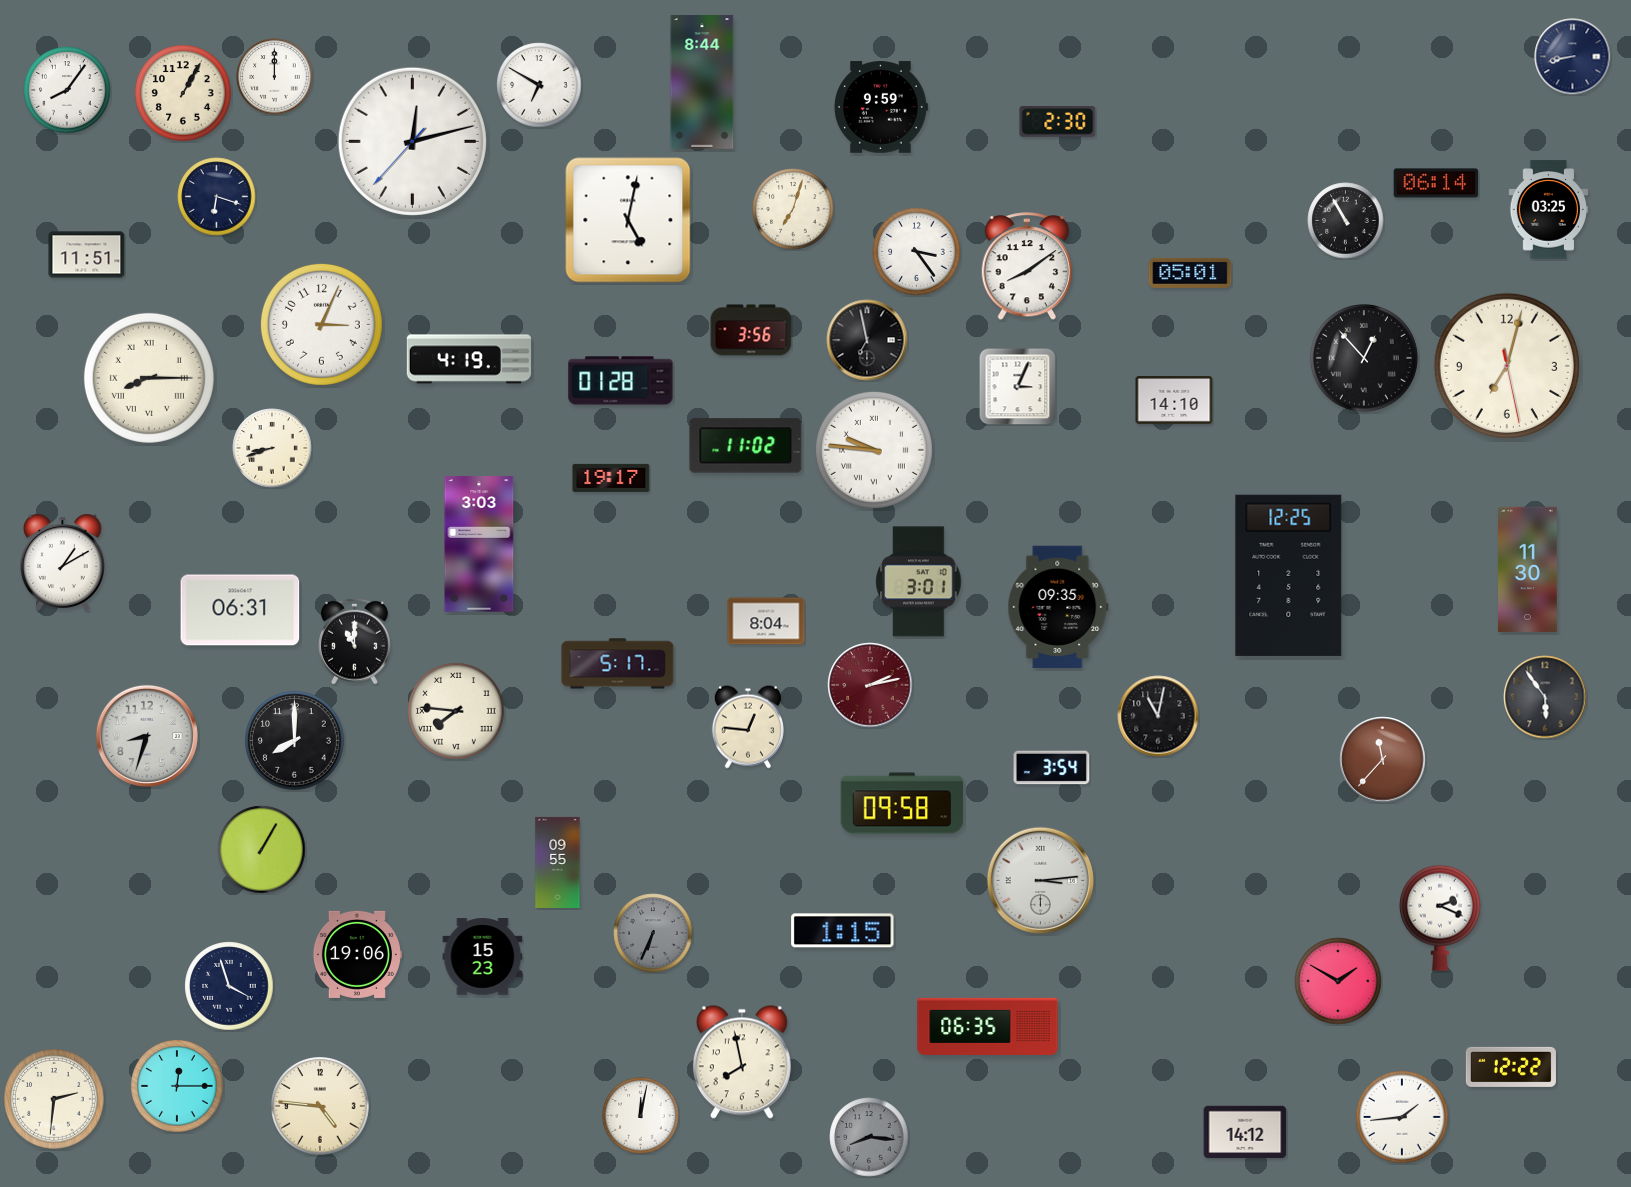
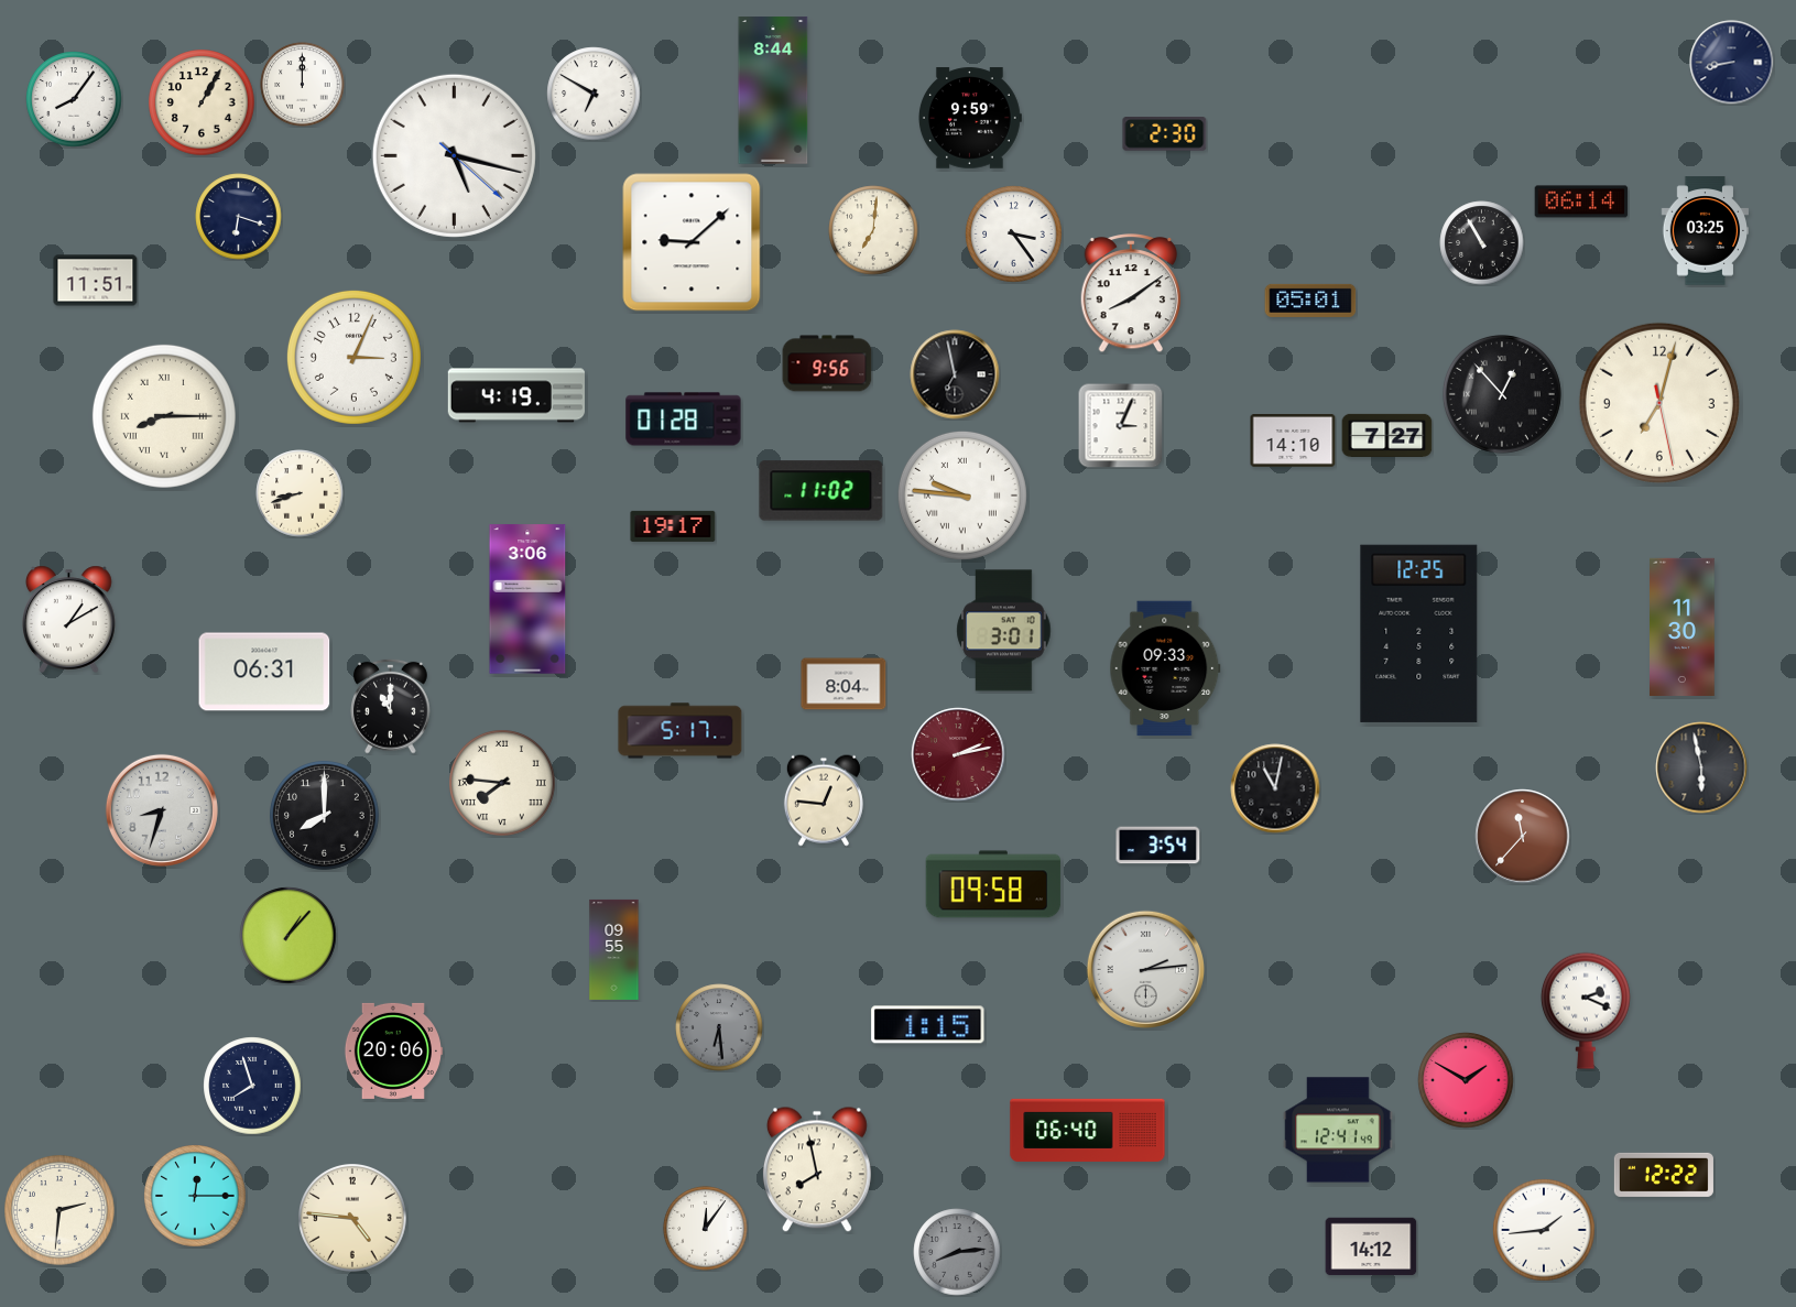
clock at (412, 141): 12:12 -> 5:17
clock at (793, 209): 7:03 -> 7:01
clock at (628, 220): 5:02 -> 9:08
clock at (917, 252) position: (917, 252) -> (1014, 235)
clock at (751, 330): 3:56 -> 9:56
clock at (1387, 435): none -> 7:27
clock at (479, 544): 3:03 -> 3:06
clock at (919, 582) position: (919, 582) -> (1004, 631)
clock at (1058, 607): 09:35 -> 09:33
clock at (1545, 697): 5:54 -> 5:58
clock at (262, 850): 1:05 -> 1:07
clock at (1040, 880): 3:14 -> 2:14
clock at (653, 933): 6:34 -> 6:29
clock at (357, 954): 19:06 -> 20:06
clock at (483, 957): 15:23 -> none
clock at (1338, 981) position: (1338, 981) -> (1466, 1080)
clock at (229, 986): 3:57 -> 7:57
clock at (988, 1026): 06:35 -> 06:40
clock at (1338, 1130): none -> 12:41
clock at (641, 1116): 12:02 -> 12:06
clock at (869, 1137): 8:16 -> 8:14
